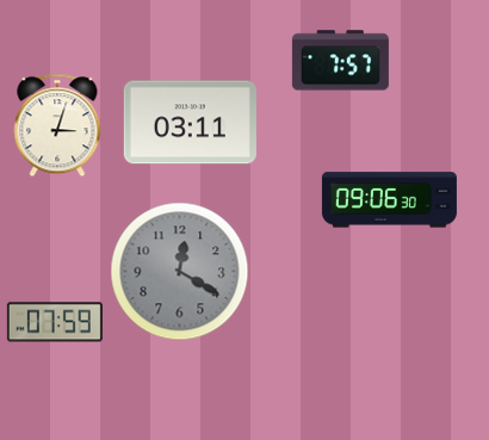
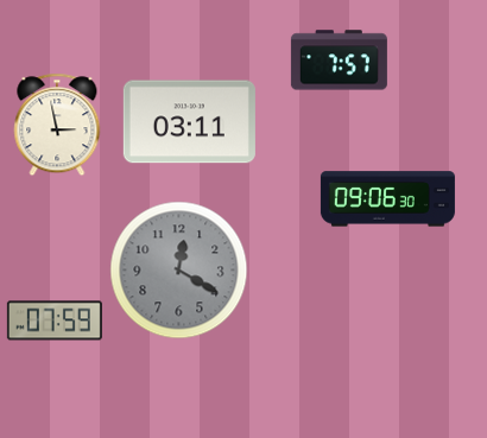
clock at (57, 125): 3:03 -> 2:58
